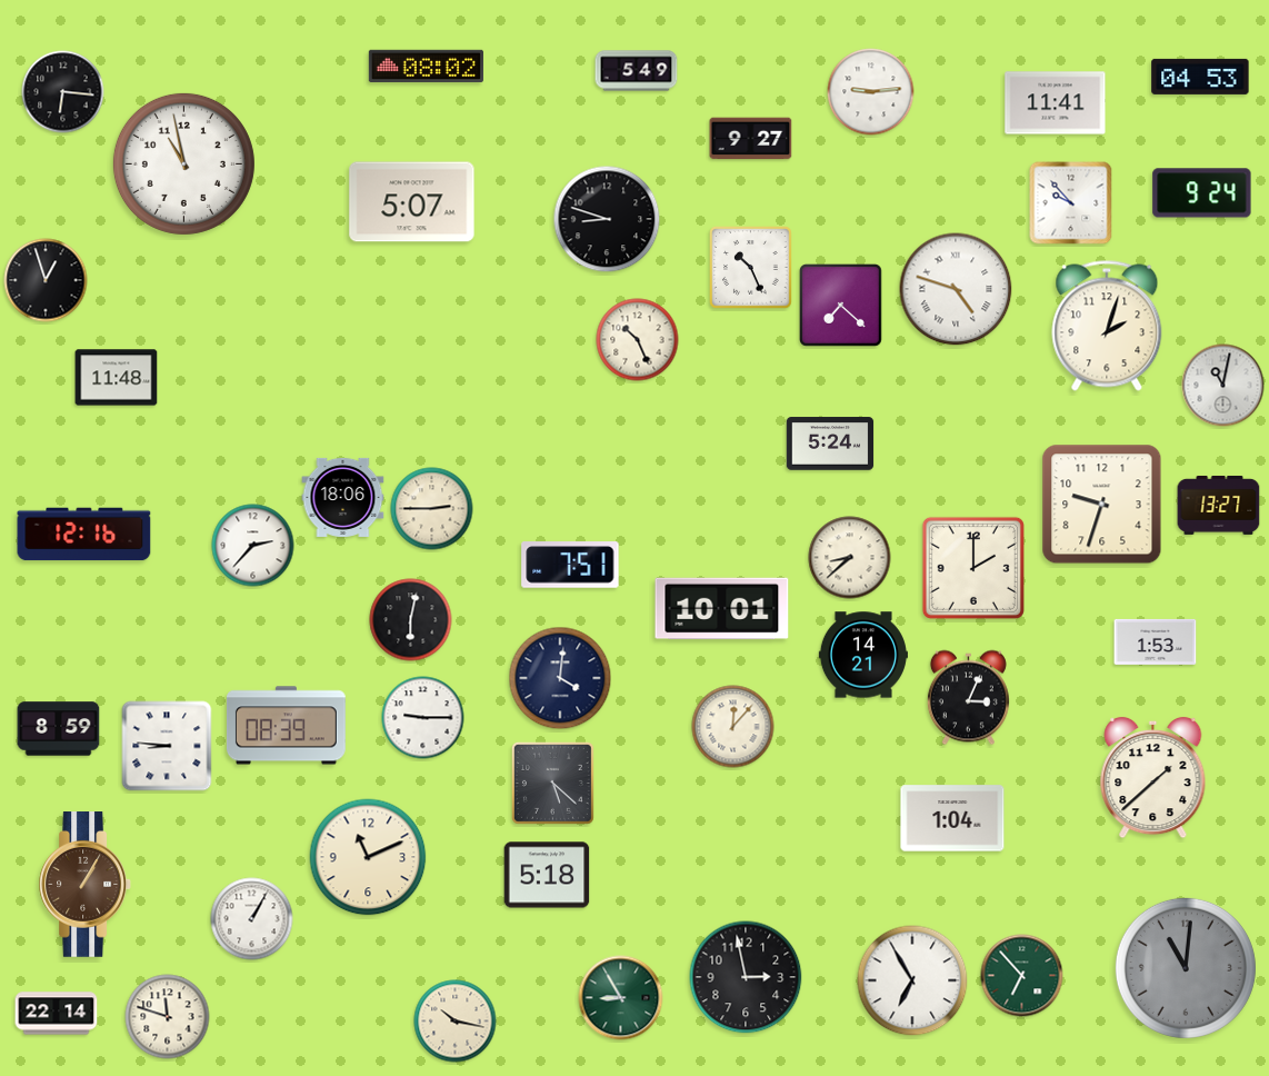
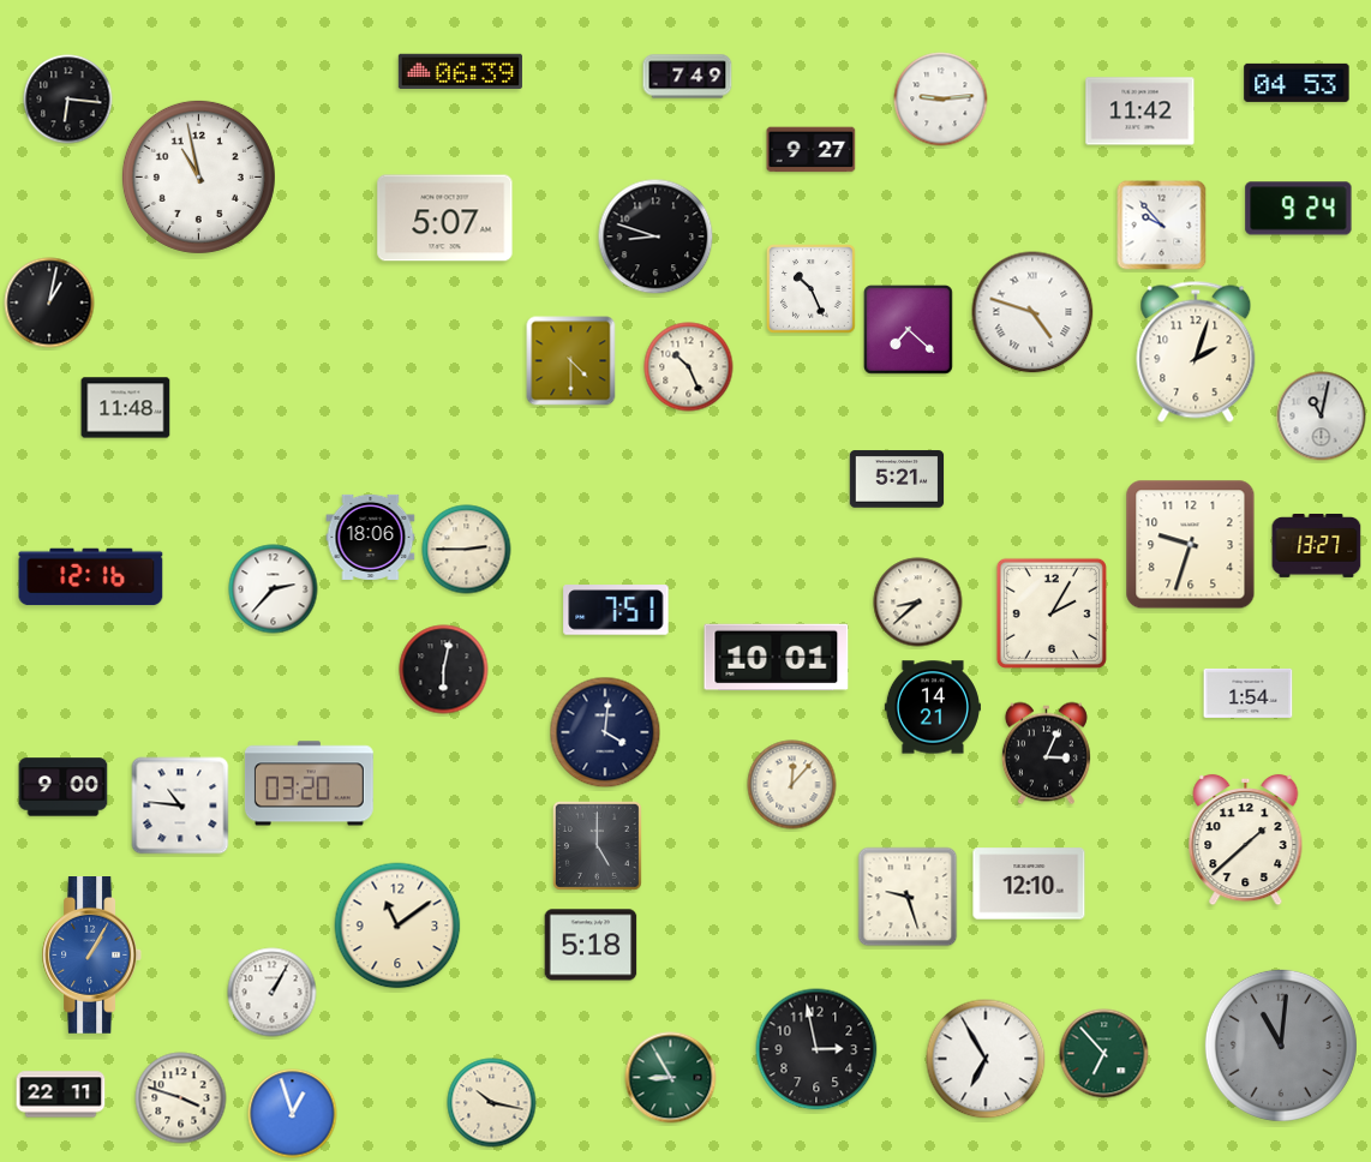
clock at (426, 67): 08:02 -> 06:39
clock at (637, 71): 5:49 -> 7:49
clock at (1056, 103): 11:41 -> 11:42
clock at (1071, 203) position: (1071, 203) -> (1162, 226)
clock at (46, 280): 12:57 -> 1:02
clock at (571, 361): none -> 4:30
clock at (830, 444): 5:24 -> 5:21
clock at (973, 568): 2:00 -> 2:05
clock at (722, 609) position: (722, 609) -> (777, 658)
clock at (1156, 641): 1:53 -> 1:54
clock at (423, 718): 9:15 -> none
clock at (286, 726): 08:39 -> 03:20
clock at (59, 729): 8:59 -> 9:00
clock at (167, 746): 8:46 -> 10:46
clock at (552, 783): 5:22 -> 5:00
clock at (952, 818): 1:04 -> 12:10
clock at (908, 897): none -> 9:27
clock at (368, 857): 11:11 -> 11:09
clock at (84, 885) dial: brown -> blue
clock at (746, 977) position: (746, 977) -> (816, 1049)
clock at (57, 1014): 22:14 -> 22:11
clock at (168, 1017): 11:48 -> 3:48
clock at (293, 1114): none -> 12:57
